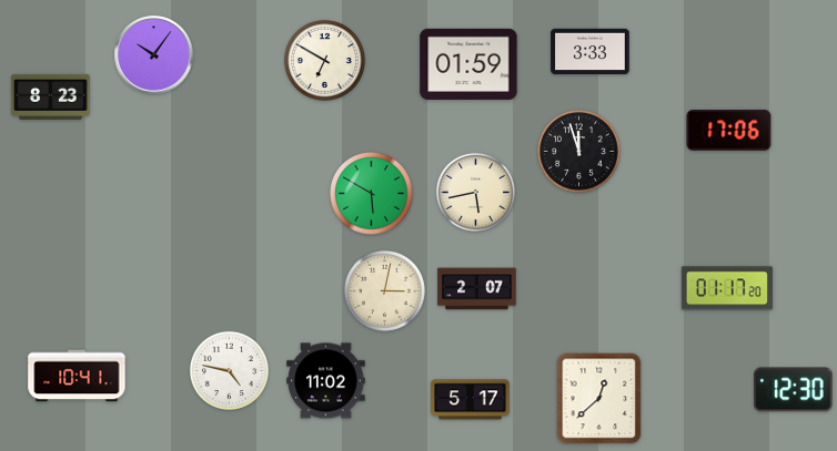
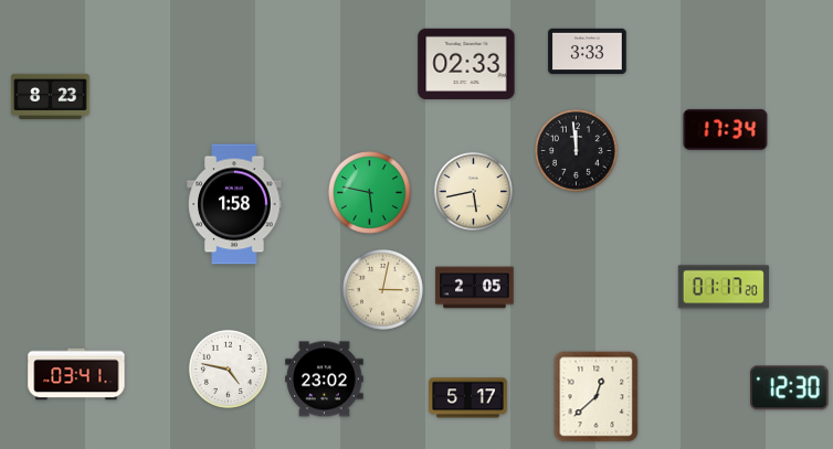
clock at (154, 55): 10:06 -> none
clock at (324, 60): 6:50 -> none
clock at (468, 64): 01:59 -> 02:33
clock at (729, 130): 17:06 -> 17:34
clock at (579, 152): 11:57 -> 11:59
clock at (372, 194): 5:50 -> 5:47
clock at (234, 204): none -> 1:58
clock at (477, 289): 2:07 -> 2:05
clock at (77, 376): 10:41 -> 03:41
clock at (326, 381): 11:02 -> 23:02
